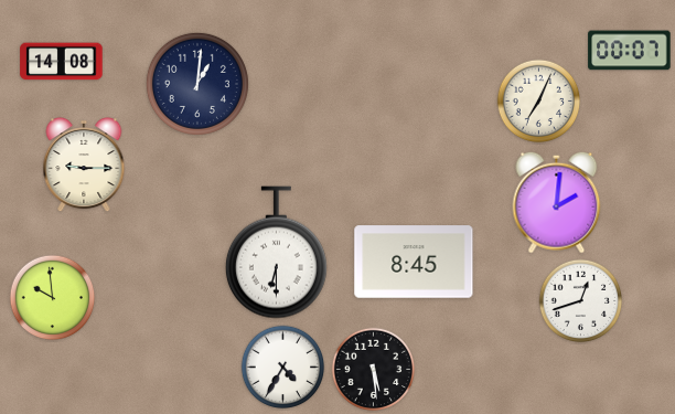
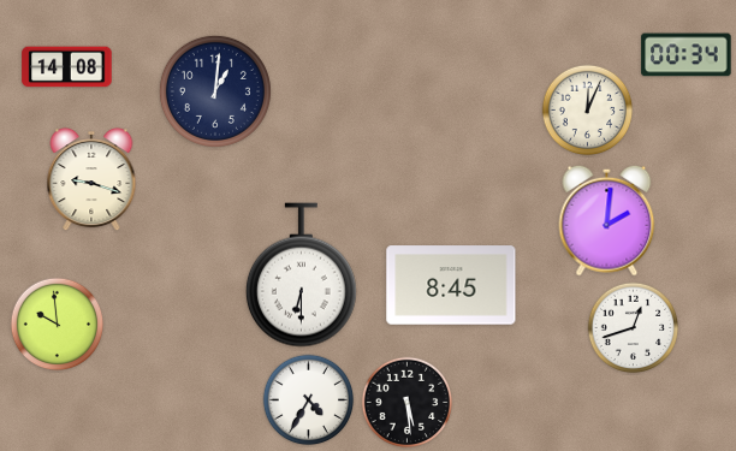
clock at (630, 51): 00:07 -> 00:34
clock at (539, 102): 7:04 -> 12:04
clock at (84, 164): 9:15 -> 9:18
